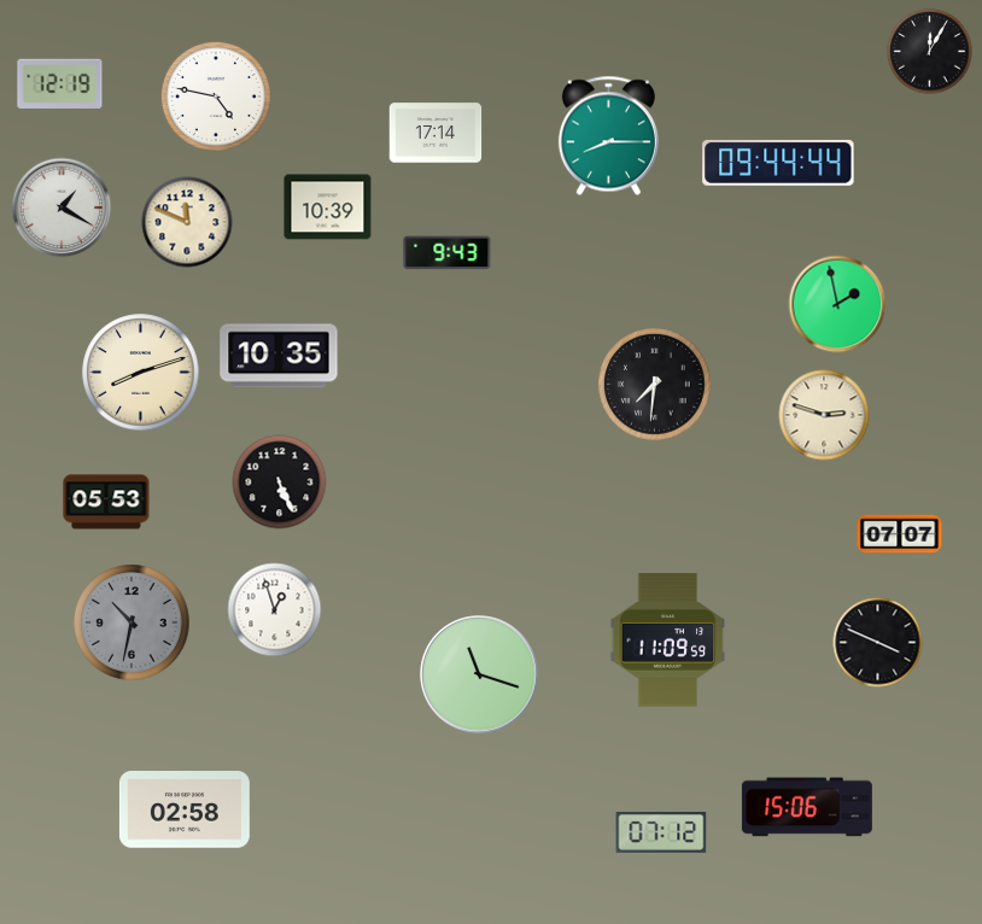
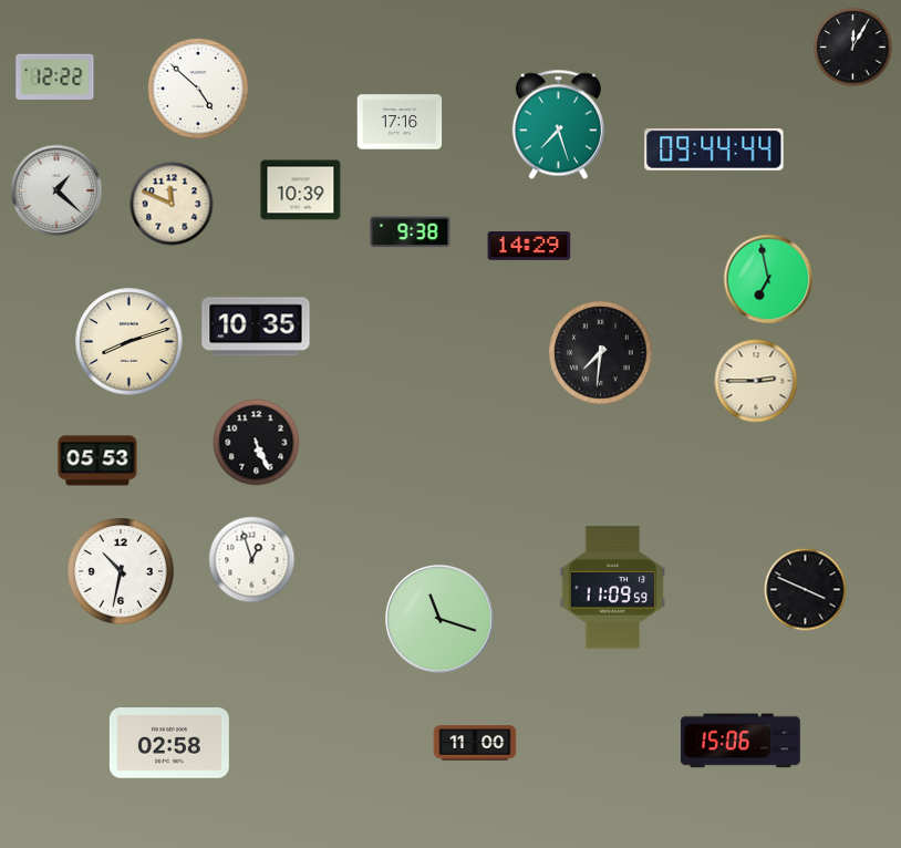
clock at (60, 83): 12:19 -> 12:22
clock at (216, 97): 4:47 -> 4:52
clock at (436, 133): 17:14 -> 17:16
clock at (608, 136): 8:15 -> 7:27
clock at (62, 207): 1:20 -> 1:22
clock at (448, 253): 9:43 -> 9:38
clock at (529, 246): none -> 14:29
clock at (837, 304): 1:58 -> 6:58
clock at (824, 415): 2:48 -> 2:45
clock at (900, 534): 07:07 -> none
clock at (131, 622) dial: grey -> white
clock at (475, 743): none -> 11:00
clock at (661, 832): 07:12 -> none
